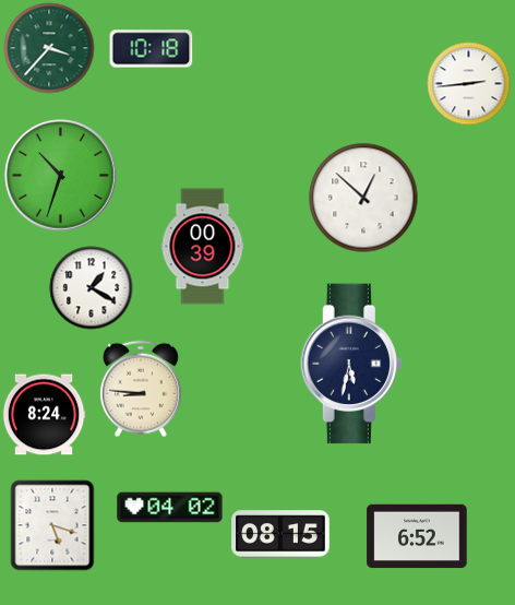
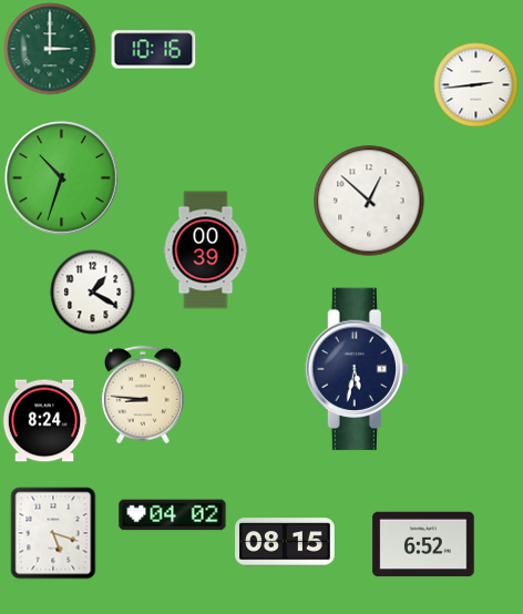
clock at (49, 48): 3:37 -> 3:00
clock at (152, 49): 10:18 -> 10:16
